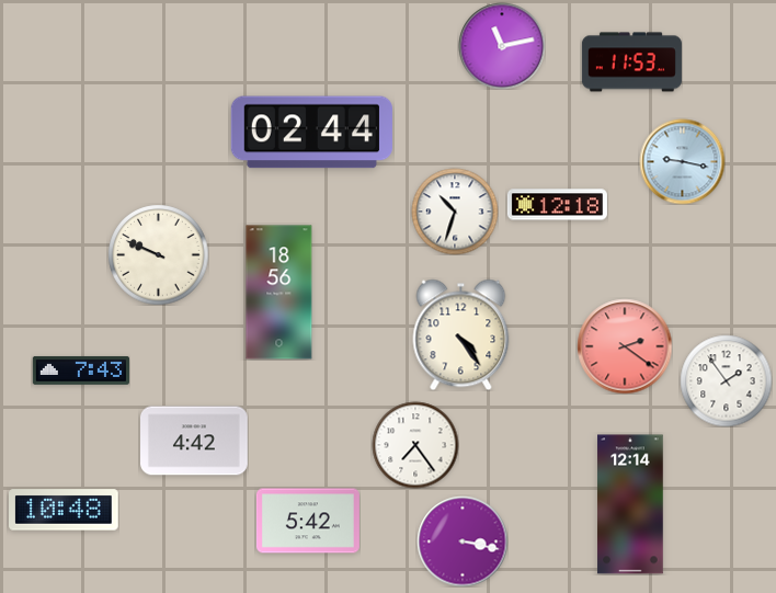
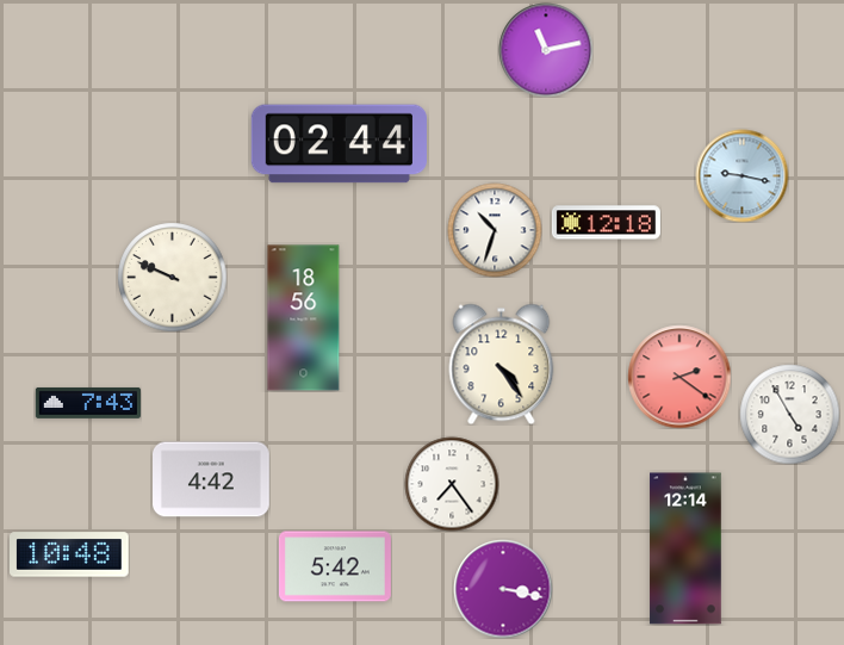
clock at (631, 62): 11:53 -> none
clock at (726, 380): 1:54 -> 4:55
